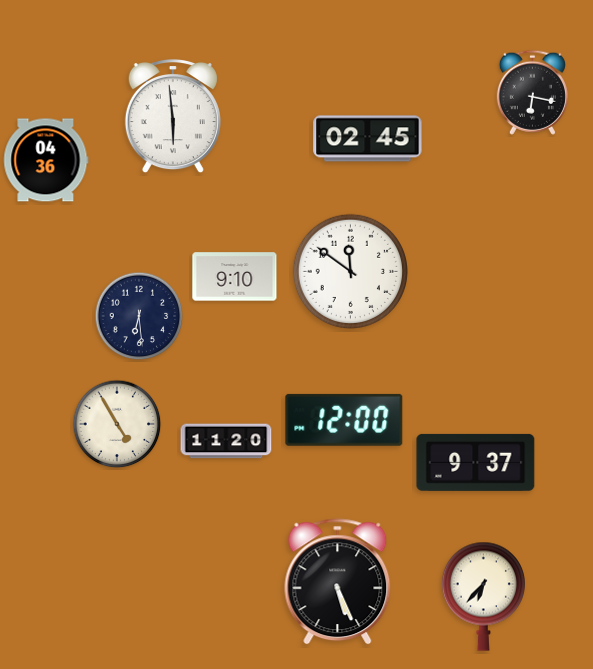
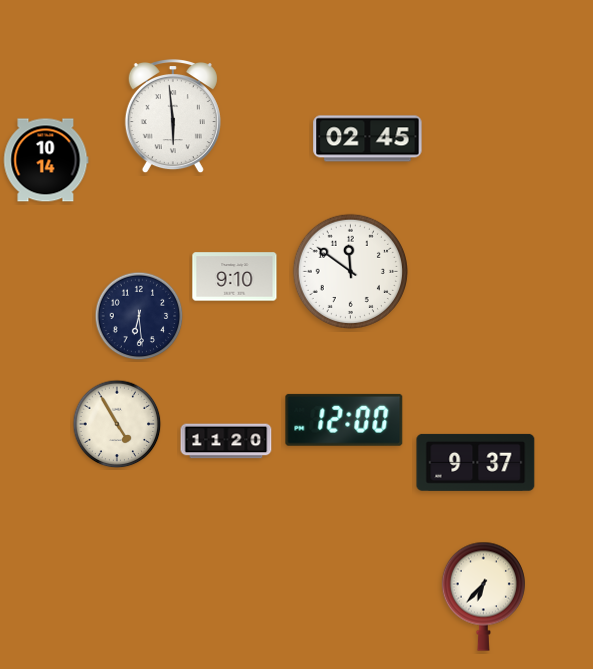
clock at (532, 92): 6:17 -> none
clock at (46, 160): 04:36 -> 10:14
clock at (338, 582): 5:26 -> none
